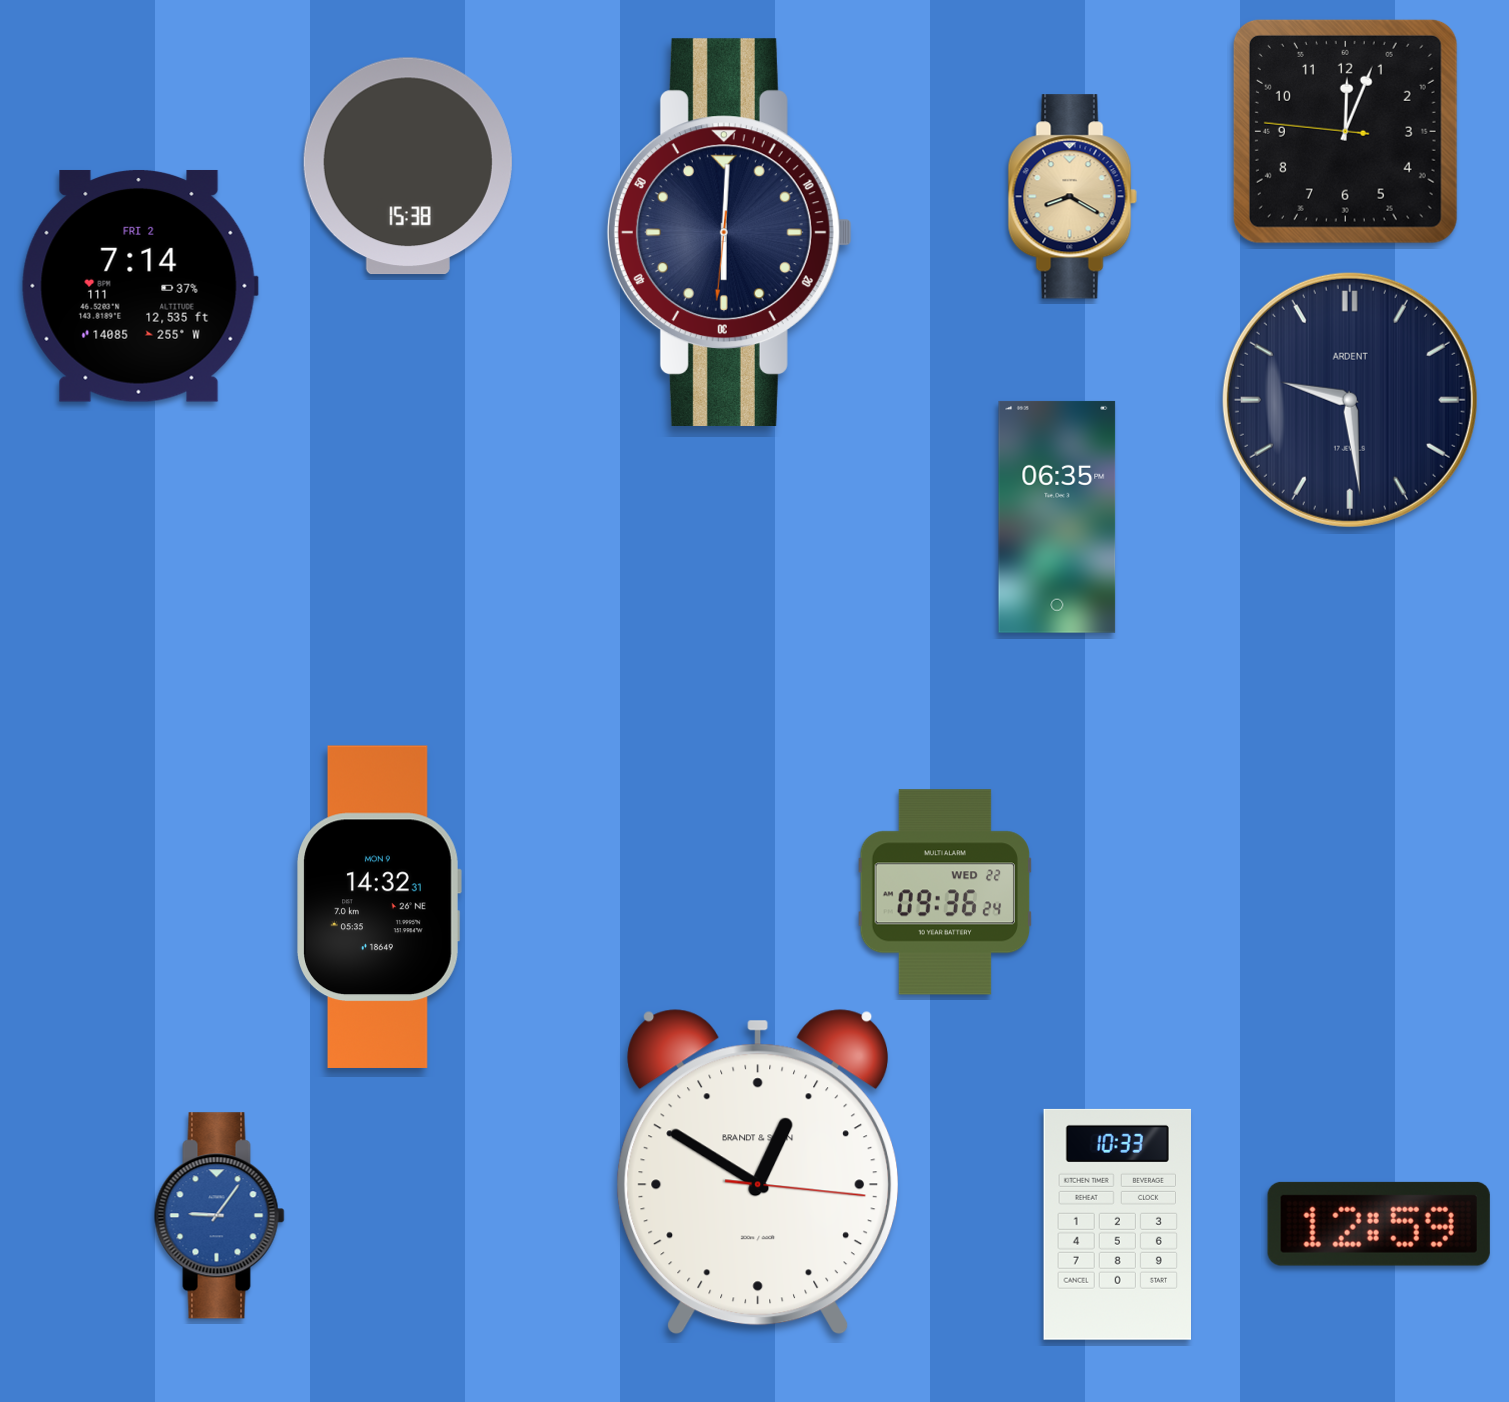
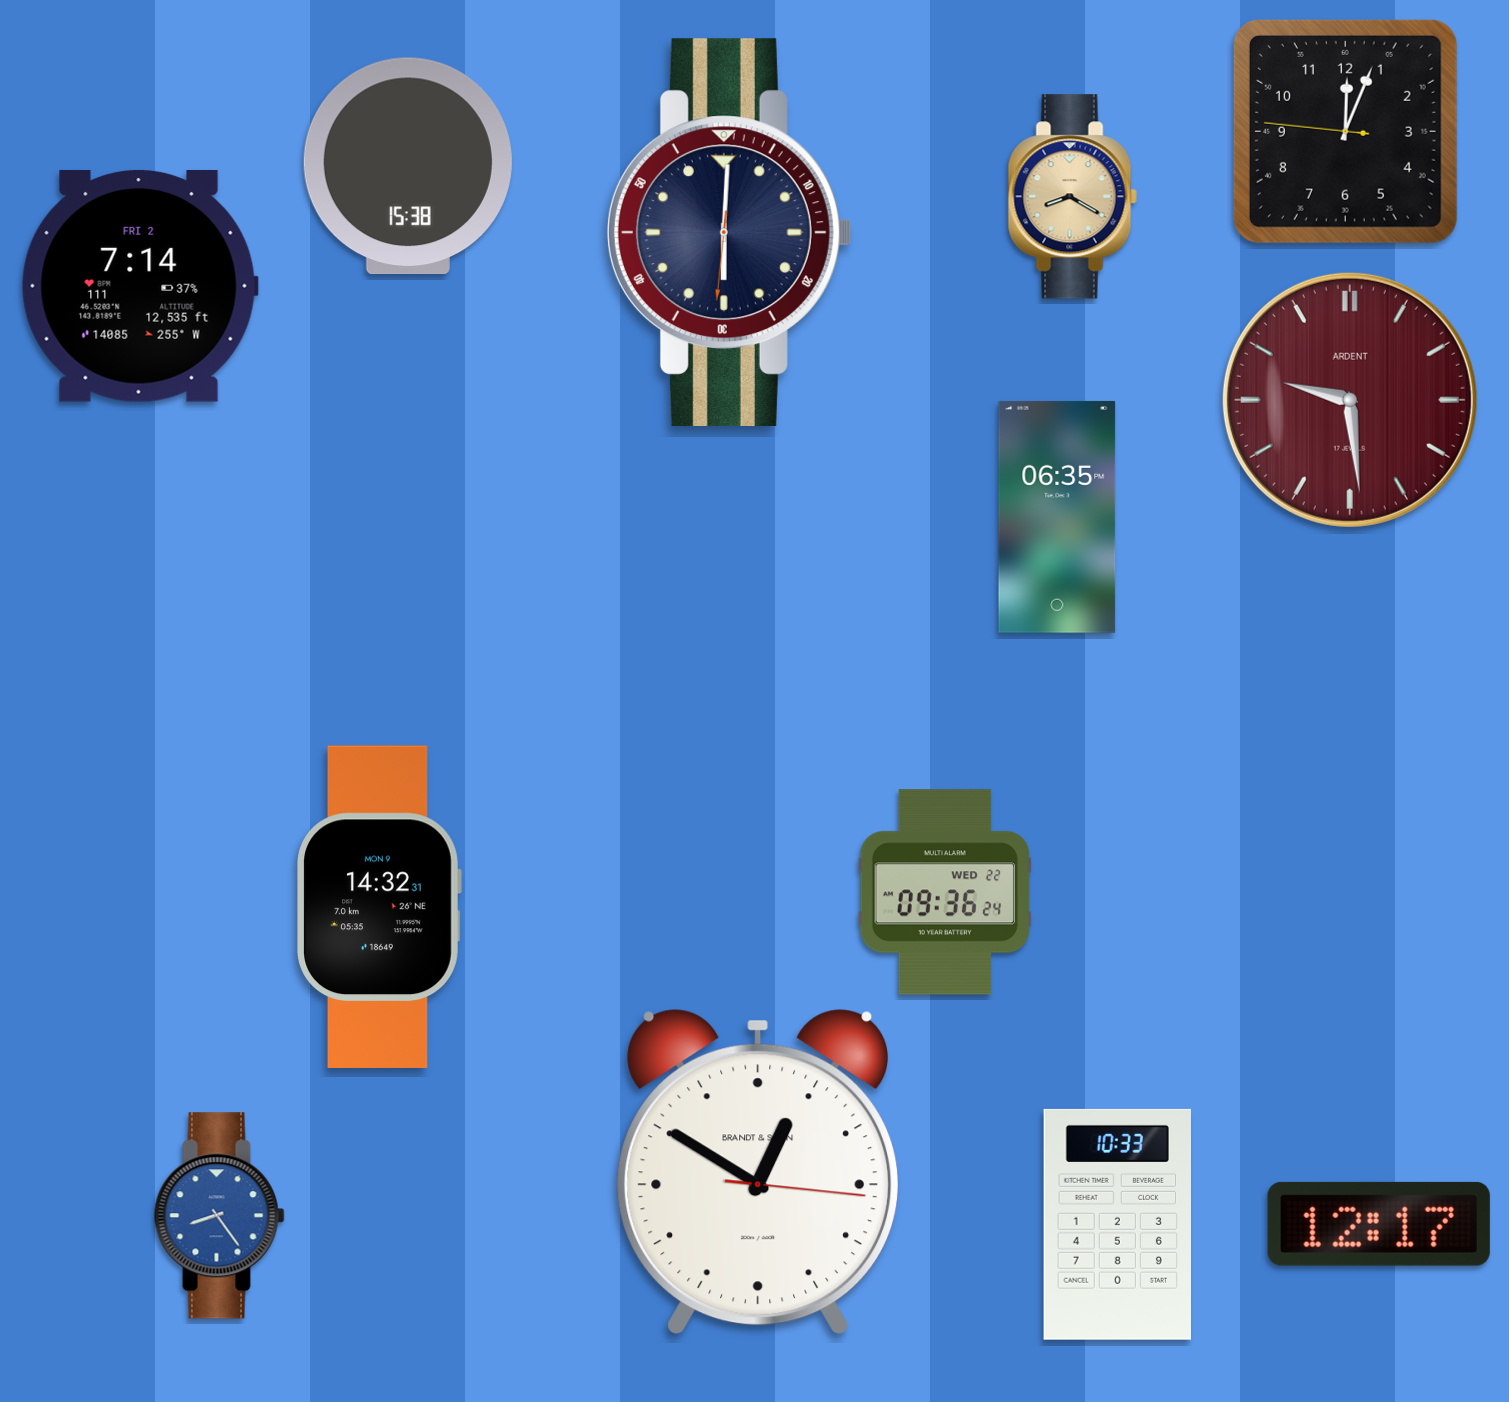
clock at (1350, 400) dial: navy -> burgundy
clock at (220, 1216): 9:06 -> 8:24
clock at (1379, 1224): 12:59 -> 12:17
